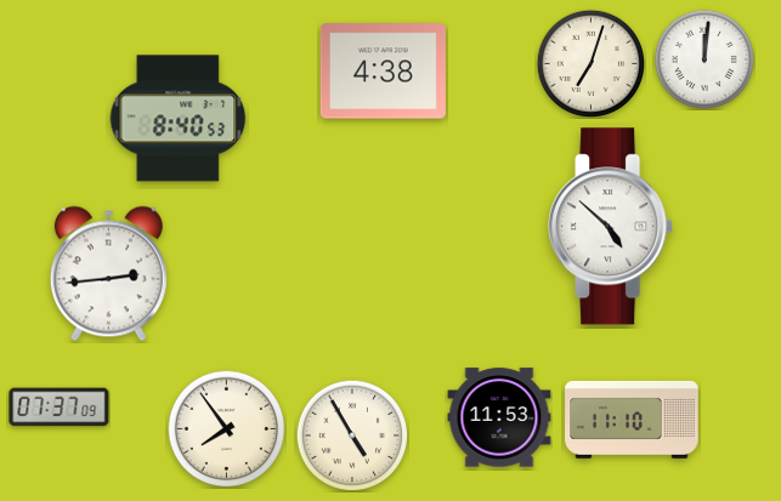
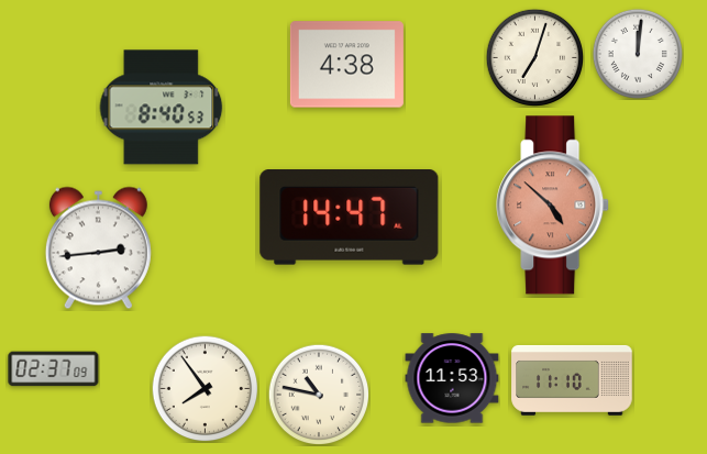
clock at (611, 227) dial: white -> salmon
clock at (350, 218): none -> 14:47
clock at (60, 408): 07:37 -> 02:37
clock at (352, 435): 4:55 -> 10:47
